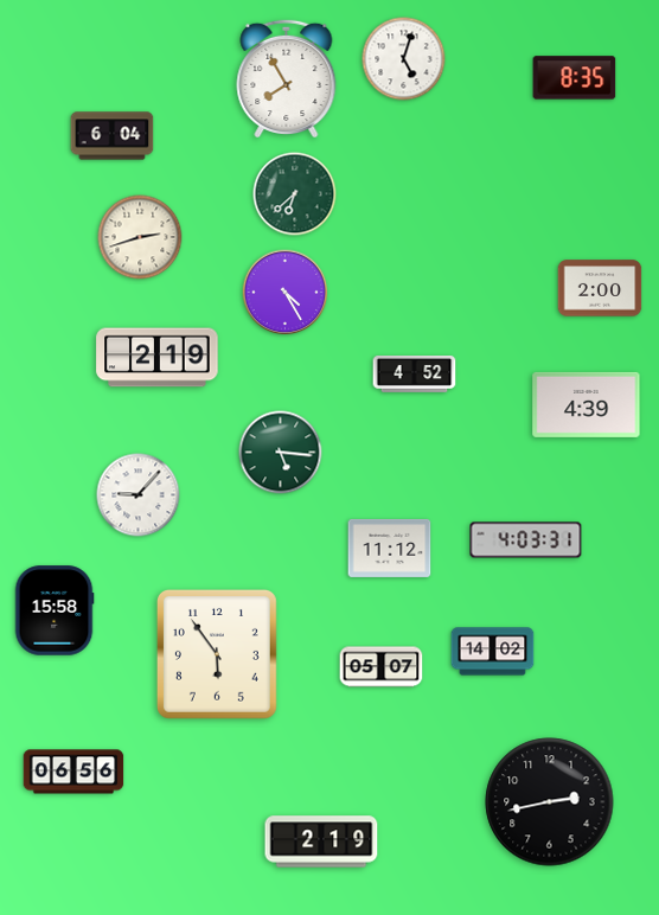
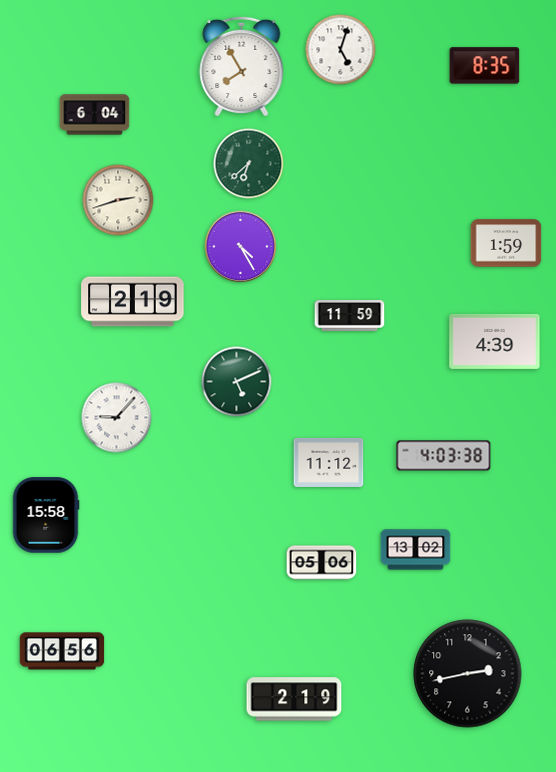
clock at (600, 288): 2:00 -> 1:59
clock at (415, 375): 4:52 -> 11:59
clock at (281, 453): 5:16 -> 5:11
clock at (526, 540): 4:03:31 -> 4:03:38
clock at (493, 652): 14:02 -> 13:02
clock at (217, 654): 5:54 -> none
clock at (382, 667): 05:07 -> 05:06
clock at (550, 802) position: (550, 802) -> (468, 674)
clock at (321, 842) position: (321, 842) -> (294, 699)
